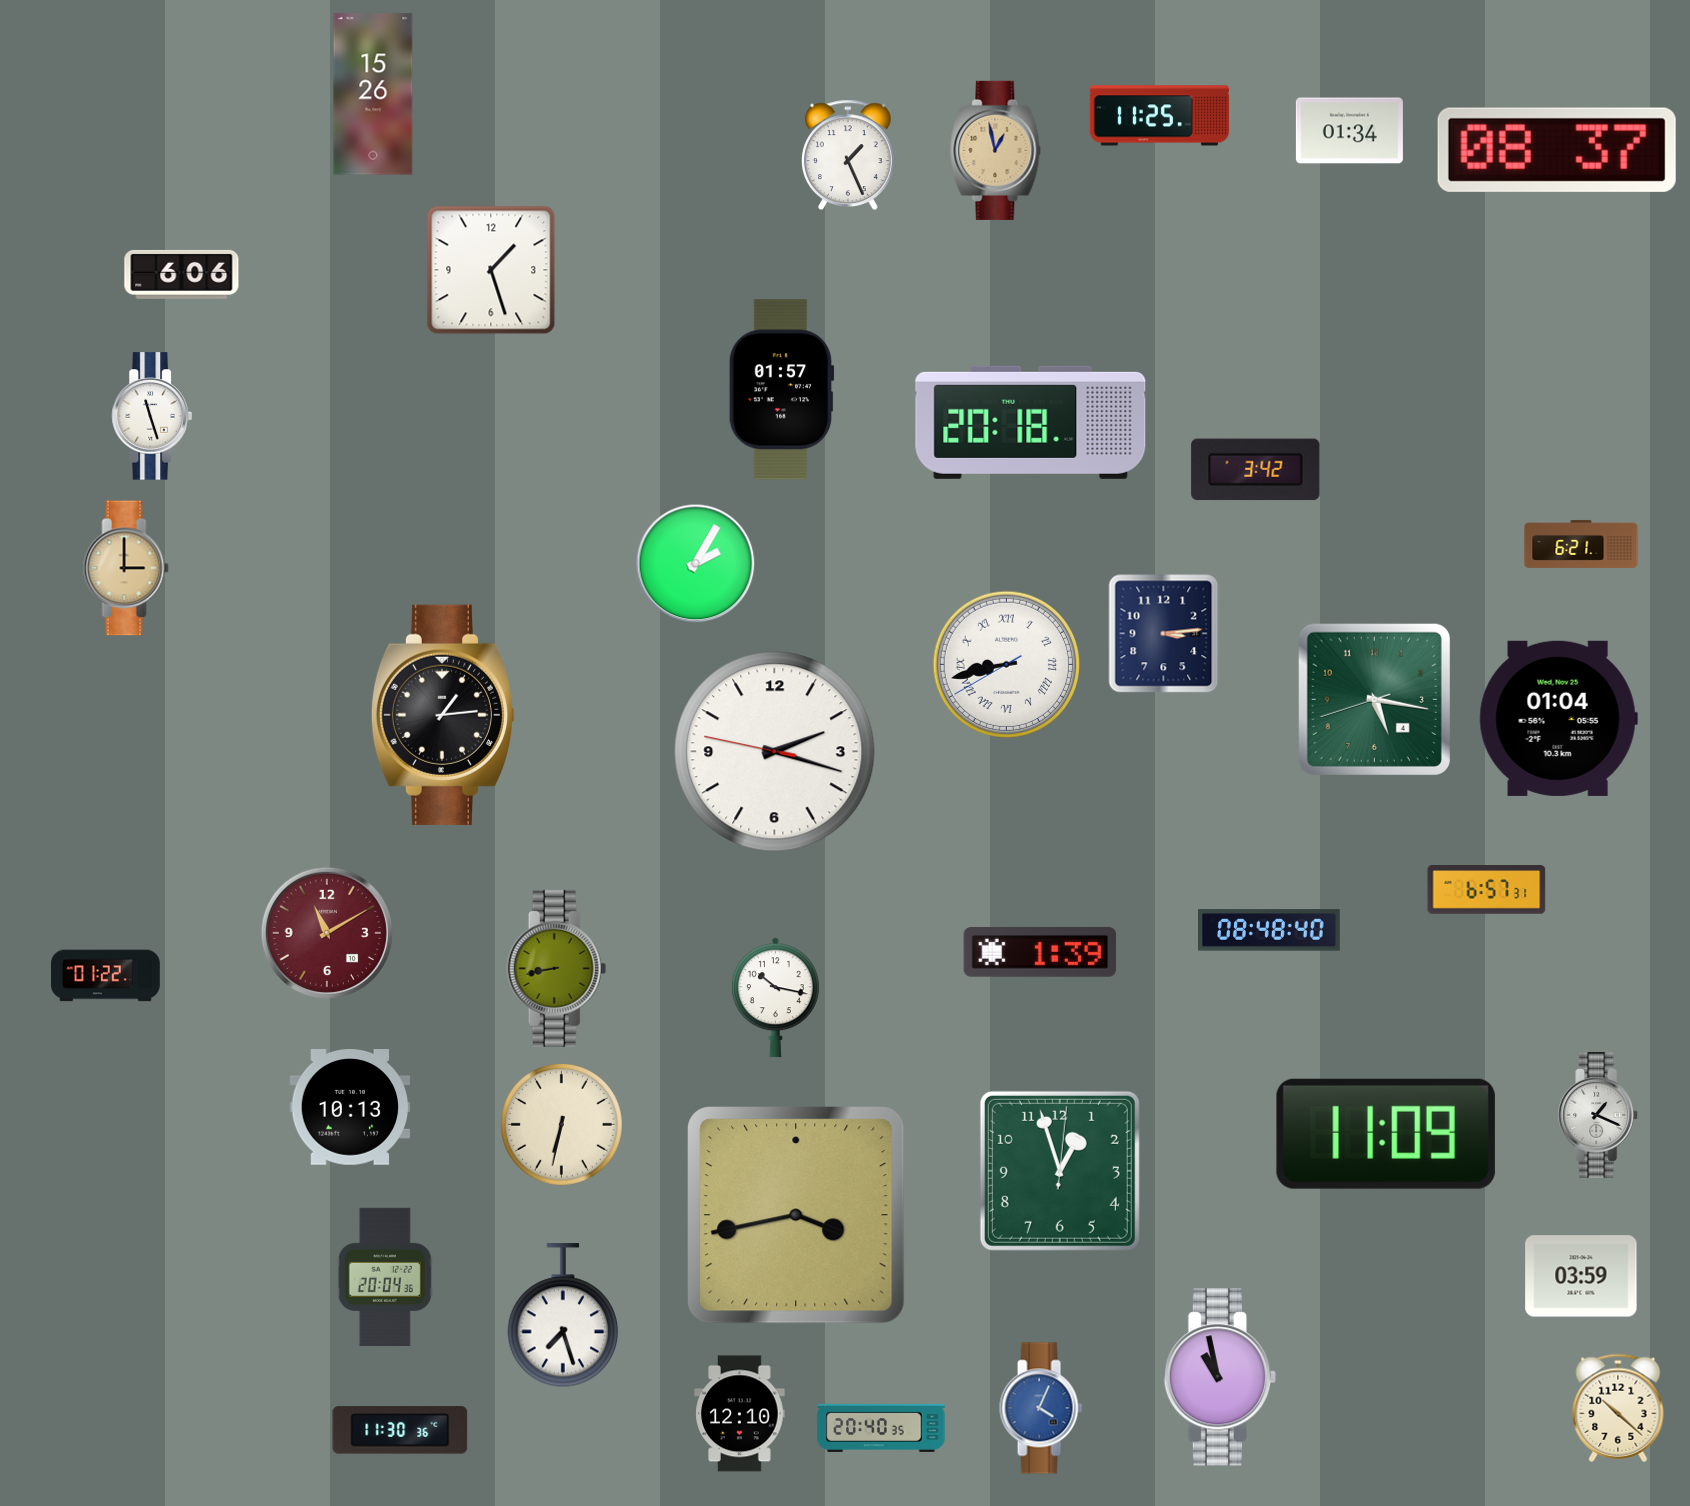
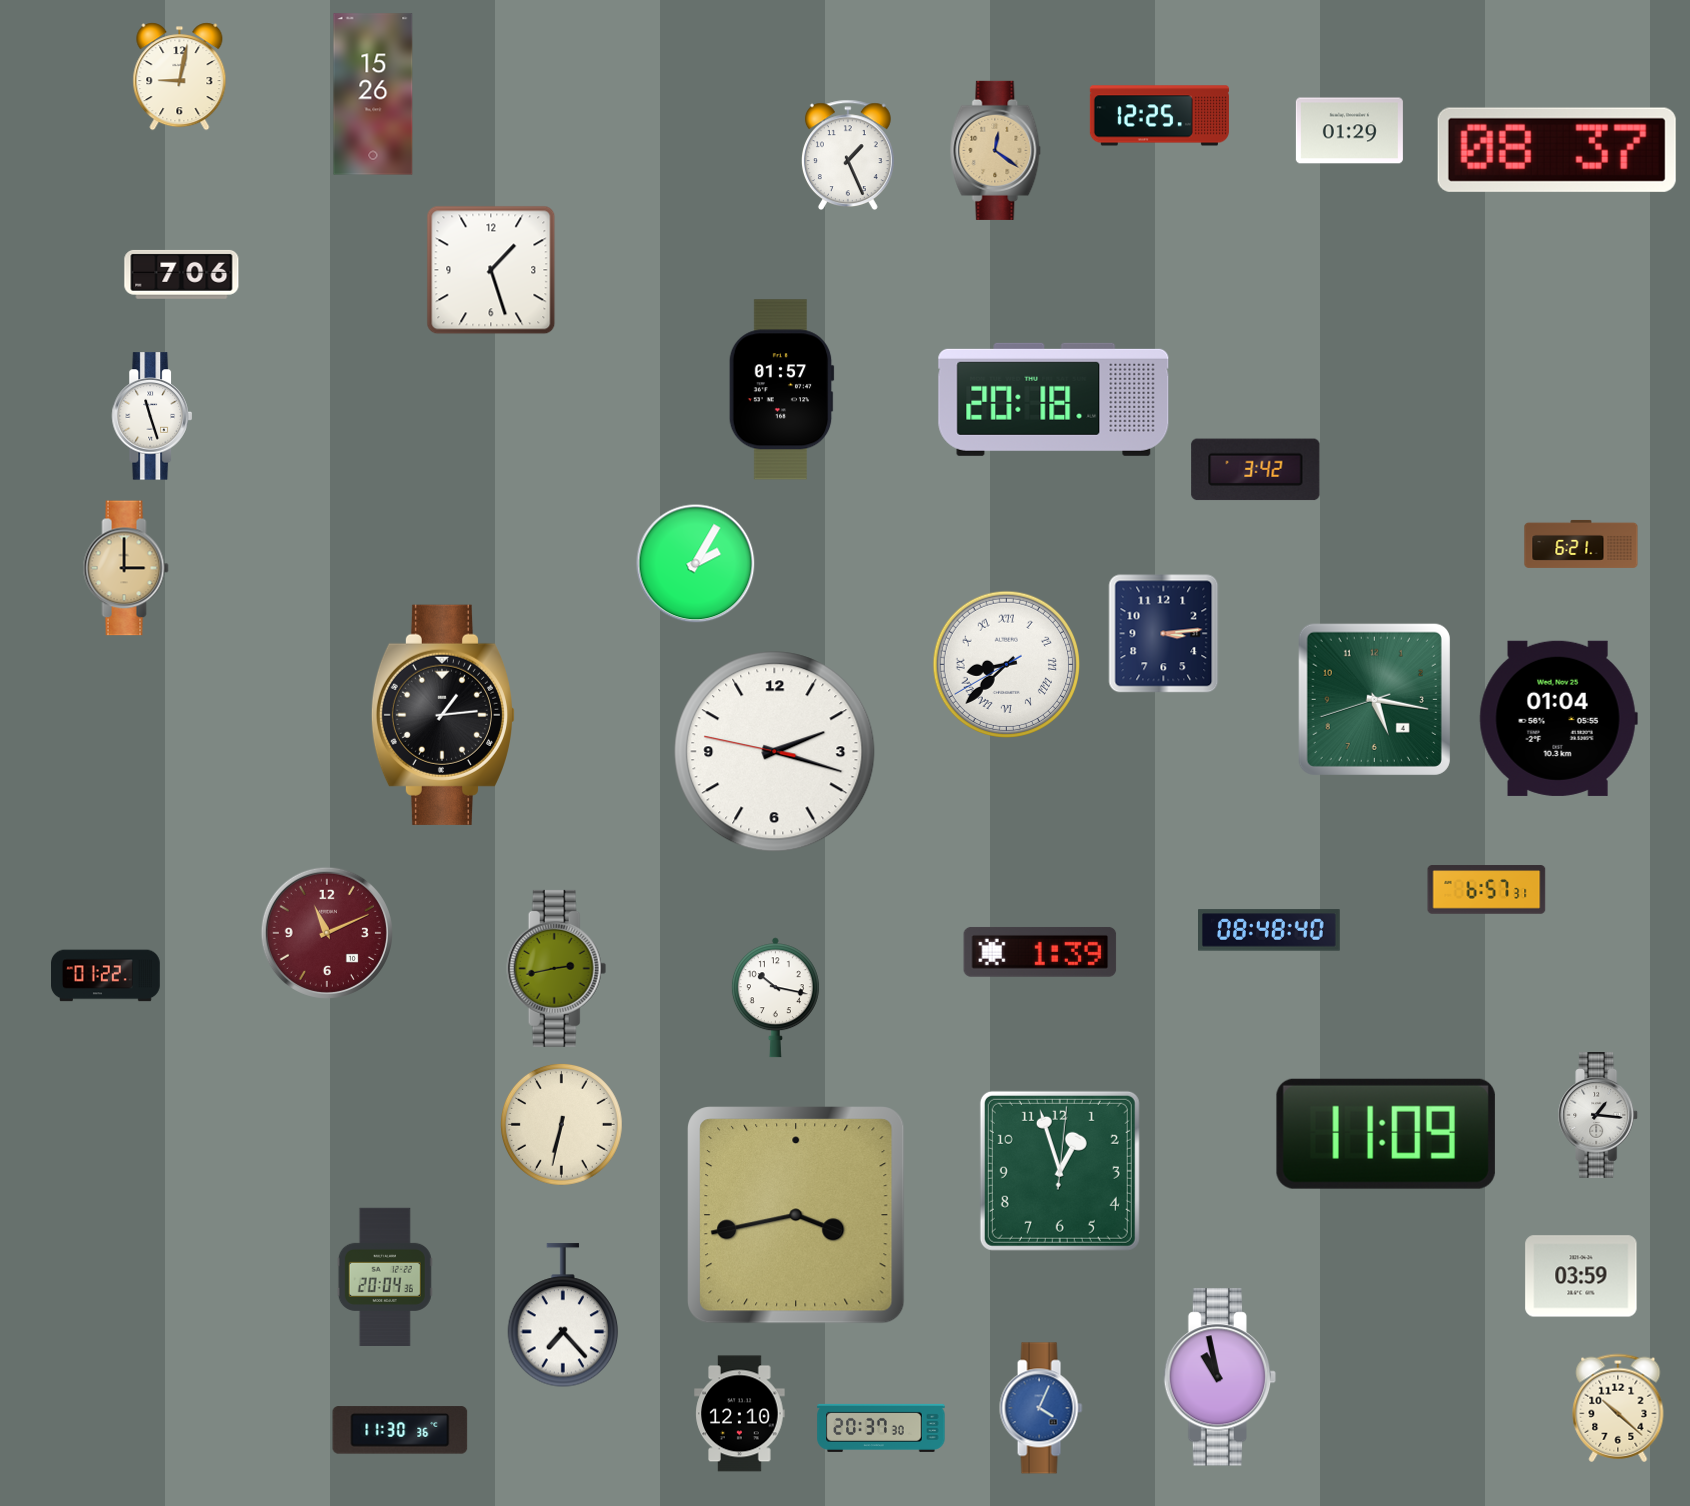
clock at (180, 77): none -> 9:02
clock at (1159, 116): 11:25 -> 12:25
clock at (1349, 131): 01:34 -> 01:29
clock at (996, 150): 12:58 -> 12:21
clock at (182, 274): 6:06 -> 7:06
clock at (1031, 422) position: (1031, 422) -> (1054, 399)
clock at (1006, 664): 8:42 -> 8:37
clock at (327, 933): 11:10 -> 11:11
clock at (557, 968): 8:43 -> 2:43
clock at (350, 1108): 10:13 -> none
clock at (1599, 1115): 1:19 -> 1:16
clock at (563, 1316): 7:27 -> 7:23
clock at (881, 1428): 20:40 -> 20:37
